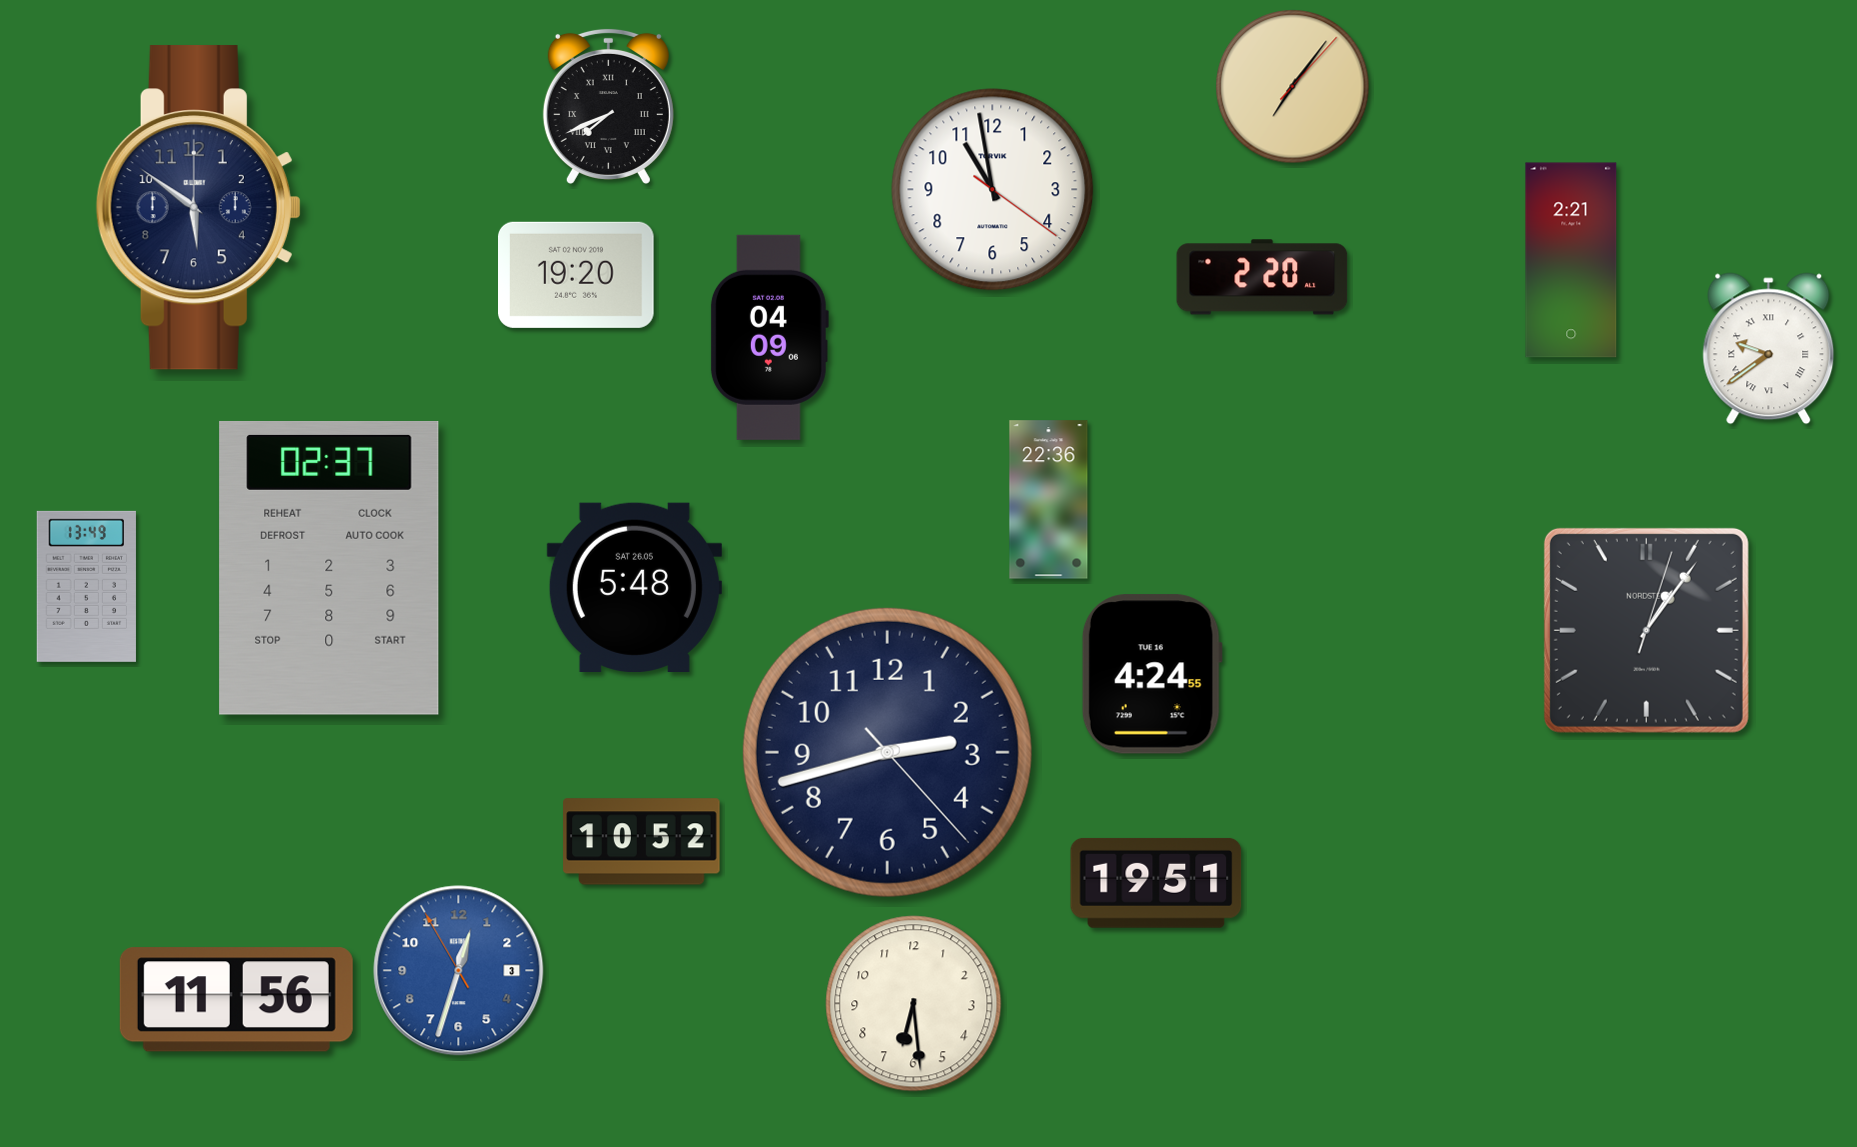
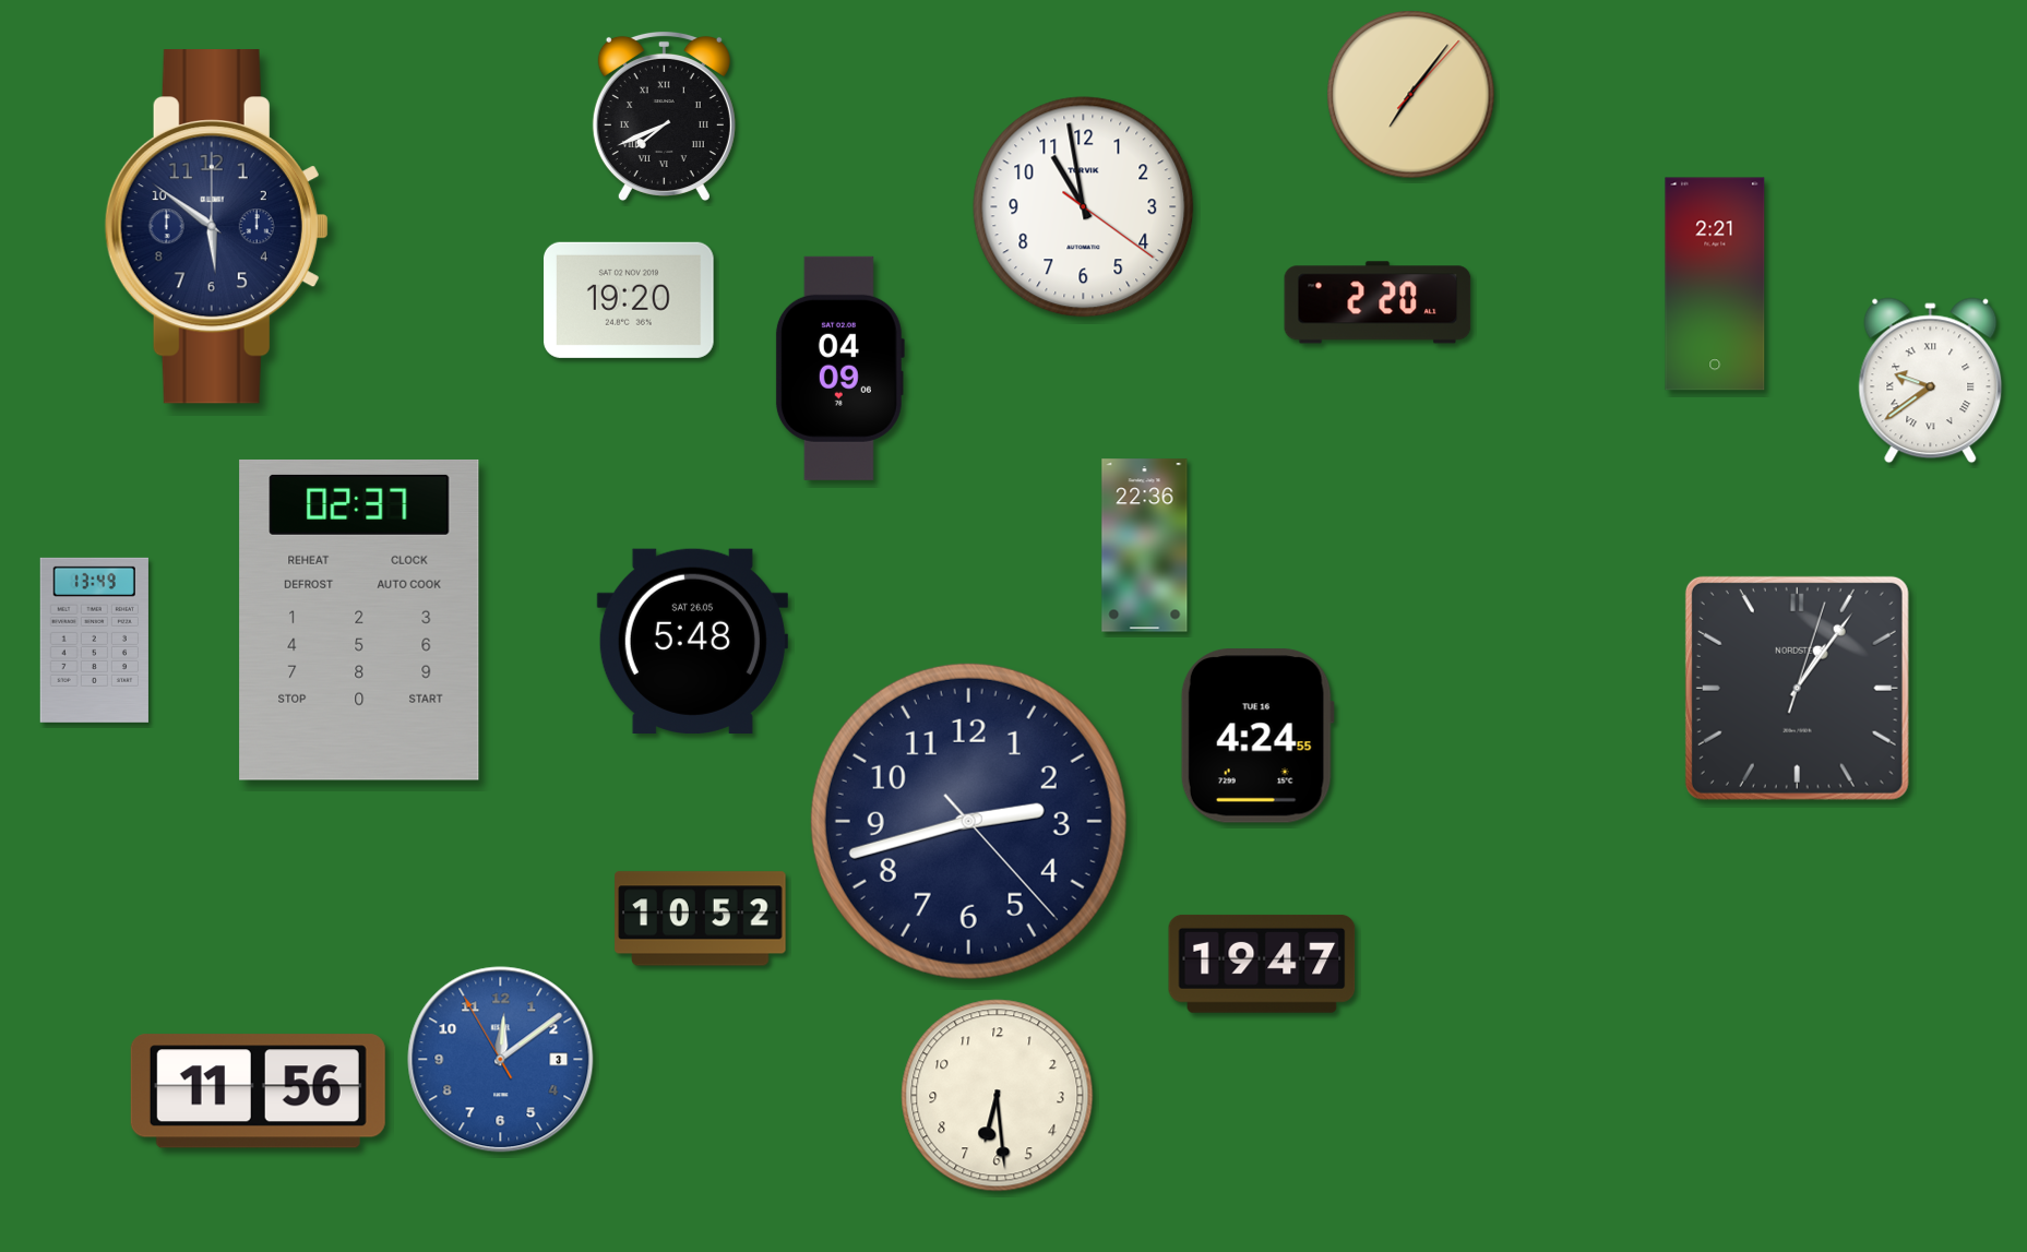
clock at (1156, 883): 19:51 -> 19:47
clock at (459, 971): 12:32 -> 12:08
